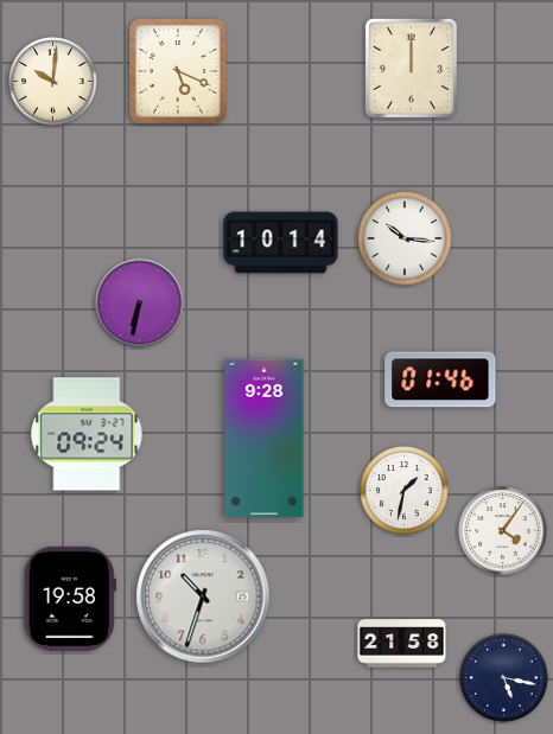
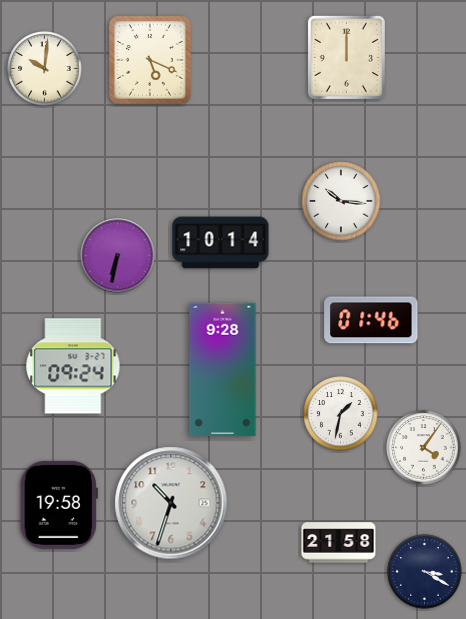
clock at (281, 243) position: (281, 243) -> (221, 243)
clock at (504, 678): 5:17 -> 3:20
